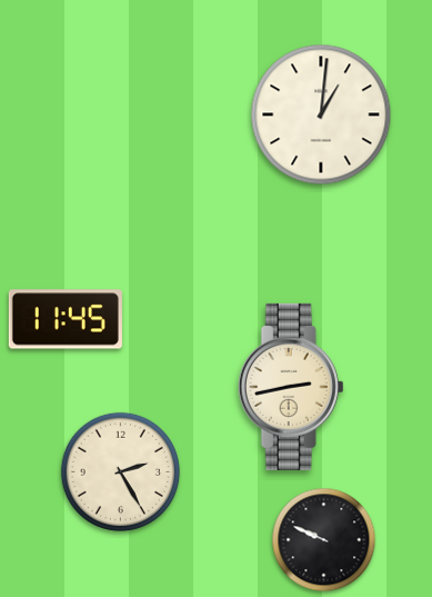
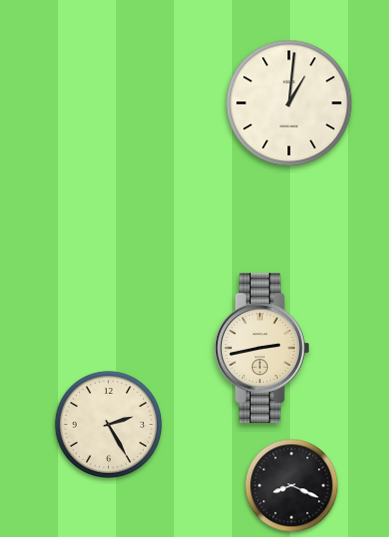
clock at (66, 319): 11:45 -> none
clock at (324, 540): 9:49 -> 8:19
